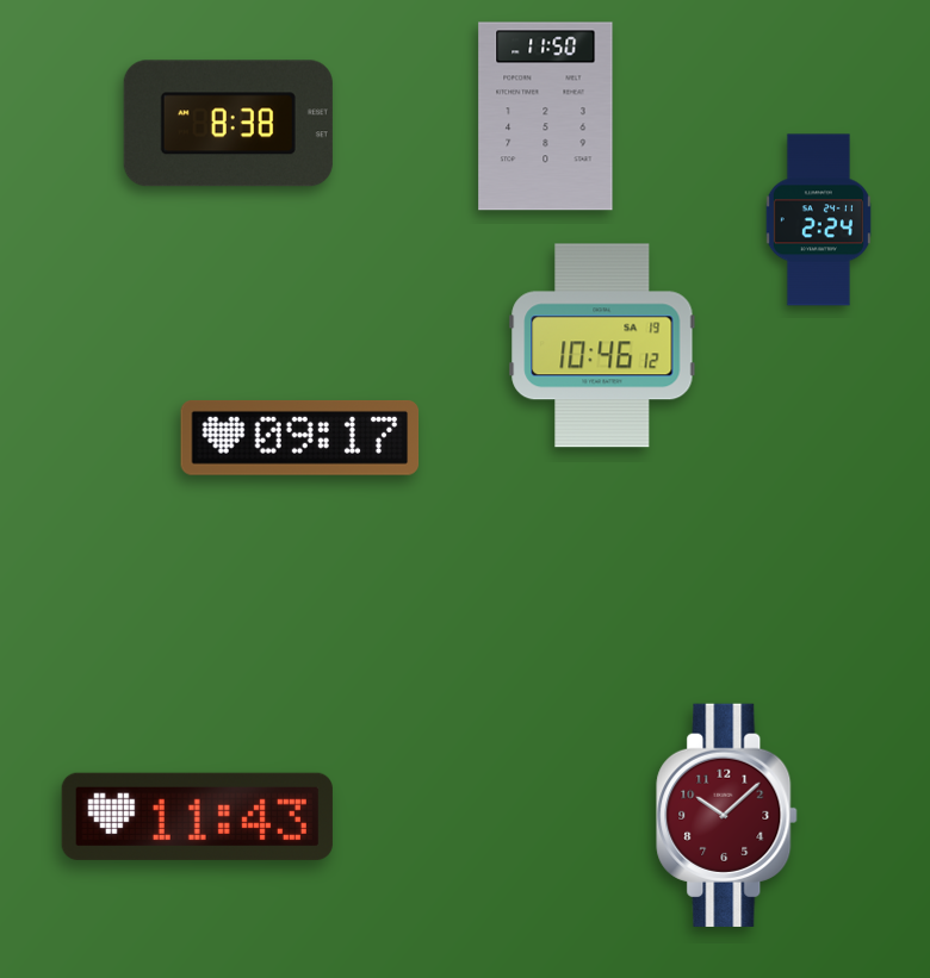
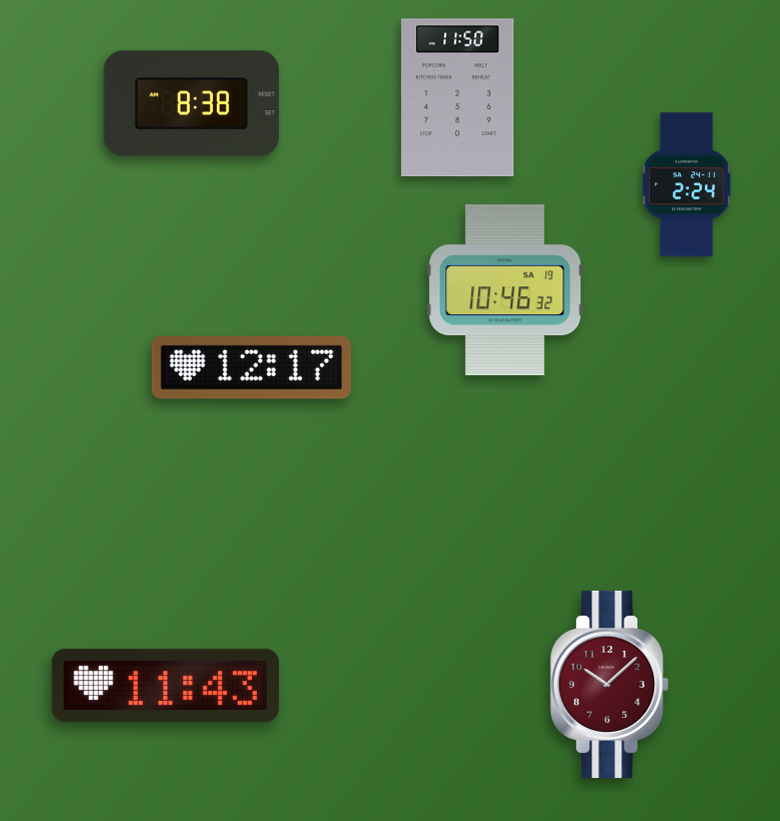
clock at (602, 345): 10:46:12 -> 10:46:32
clock at (300, 437): 09:17 -> 12:17
